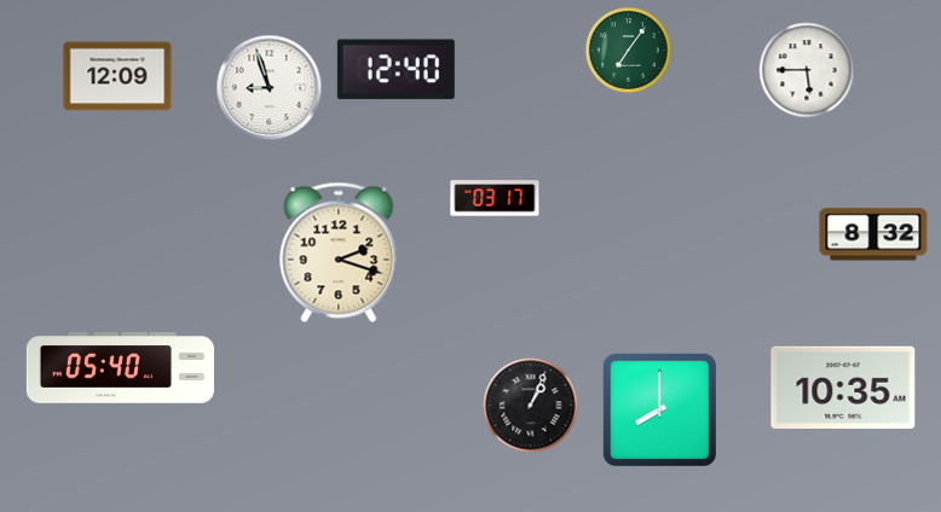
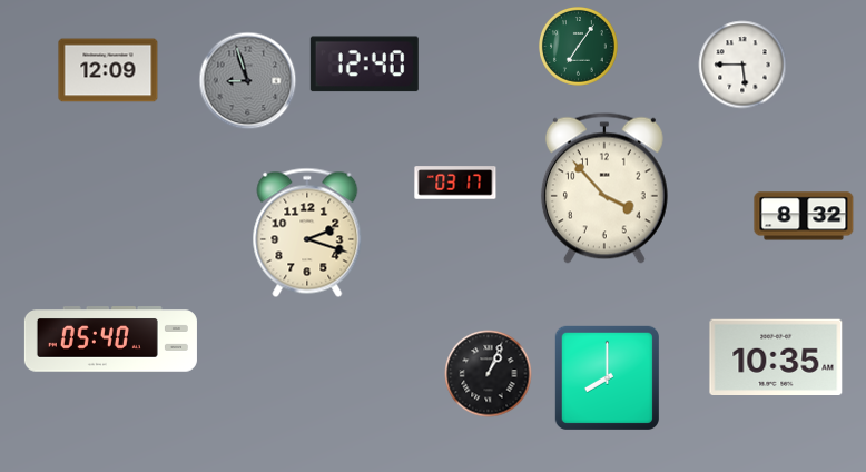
clock at (270, 88) dial: white -> grey
clock at (604, 188): none -> 3:53
clock at (339, 252) position: (339, 252) -> (307, 233)
